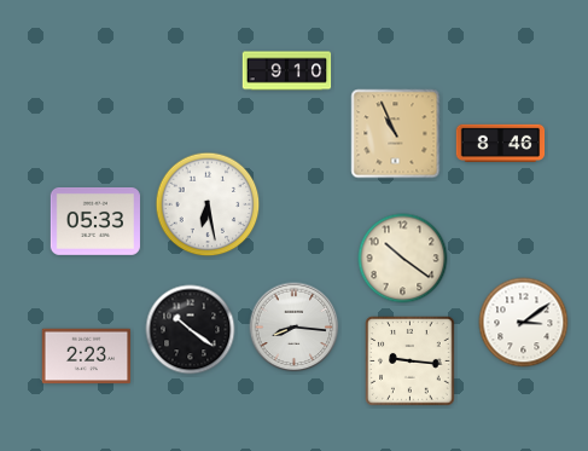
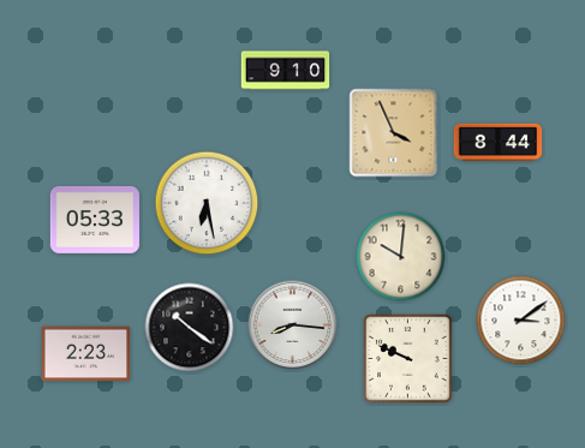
clock at (396, 134): 10:56 -> 3:56
clock at (501, 143): 8:46 -> 8:44
clock at (403, 259): 10:21 -> 10:01
clock at (411, 362): 9:16 -> 9:49
